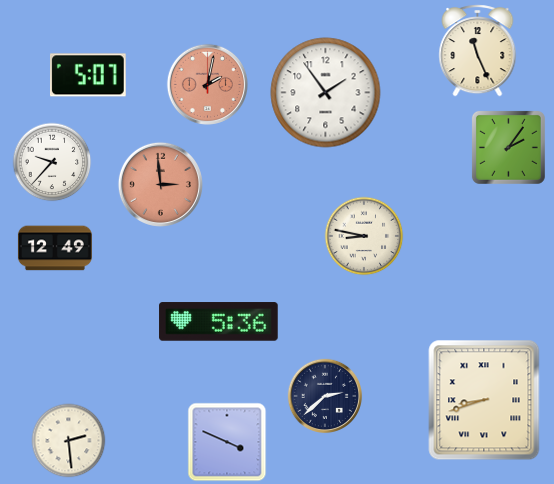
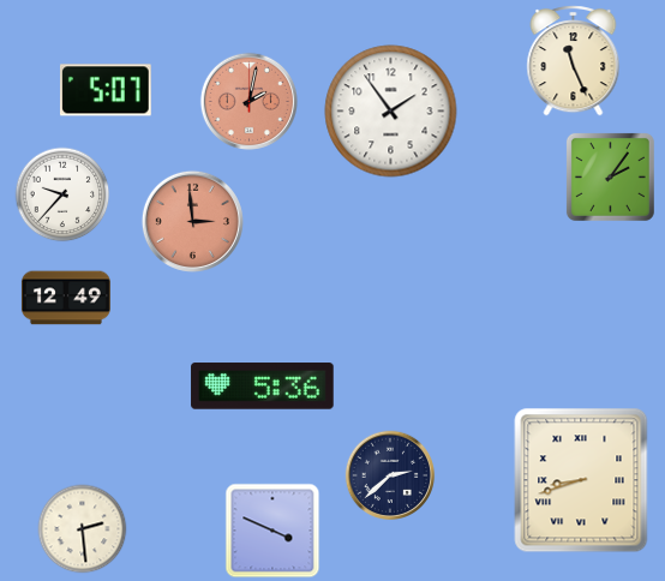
clock at (364, 236): 8:47 -> none
